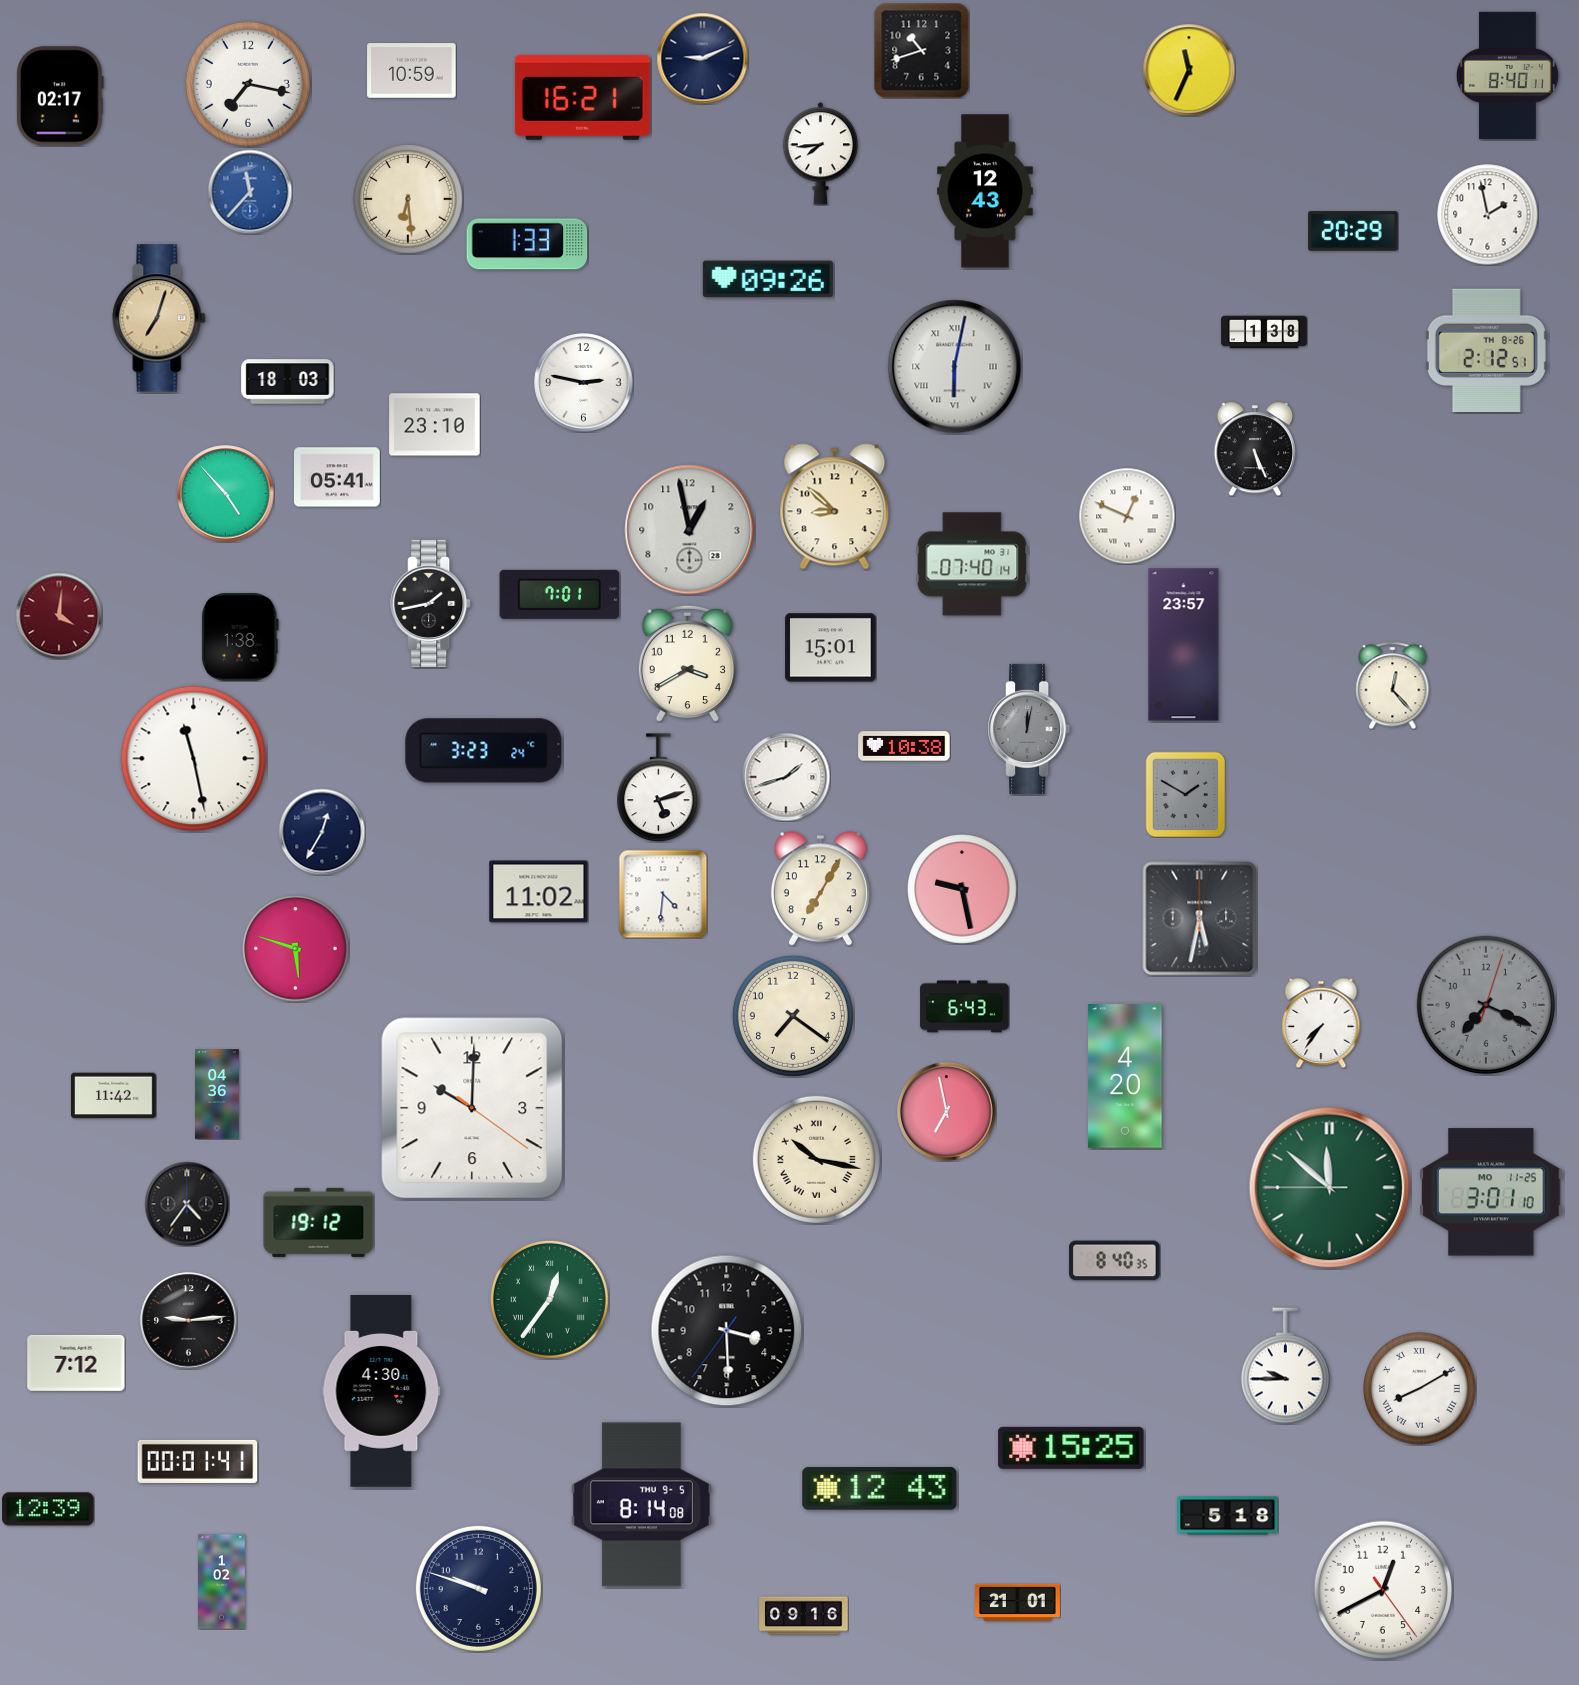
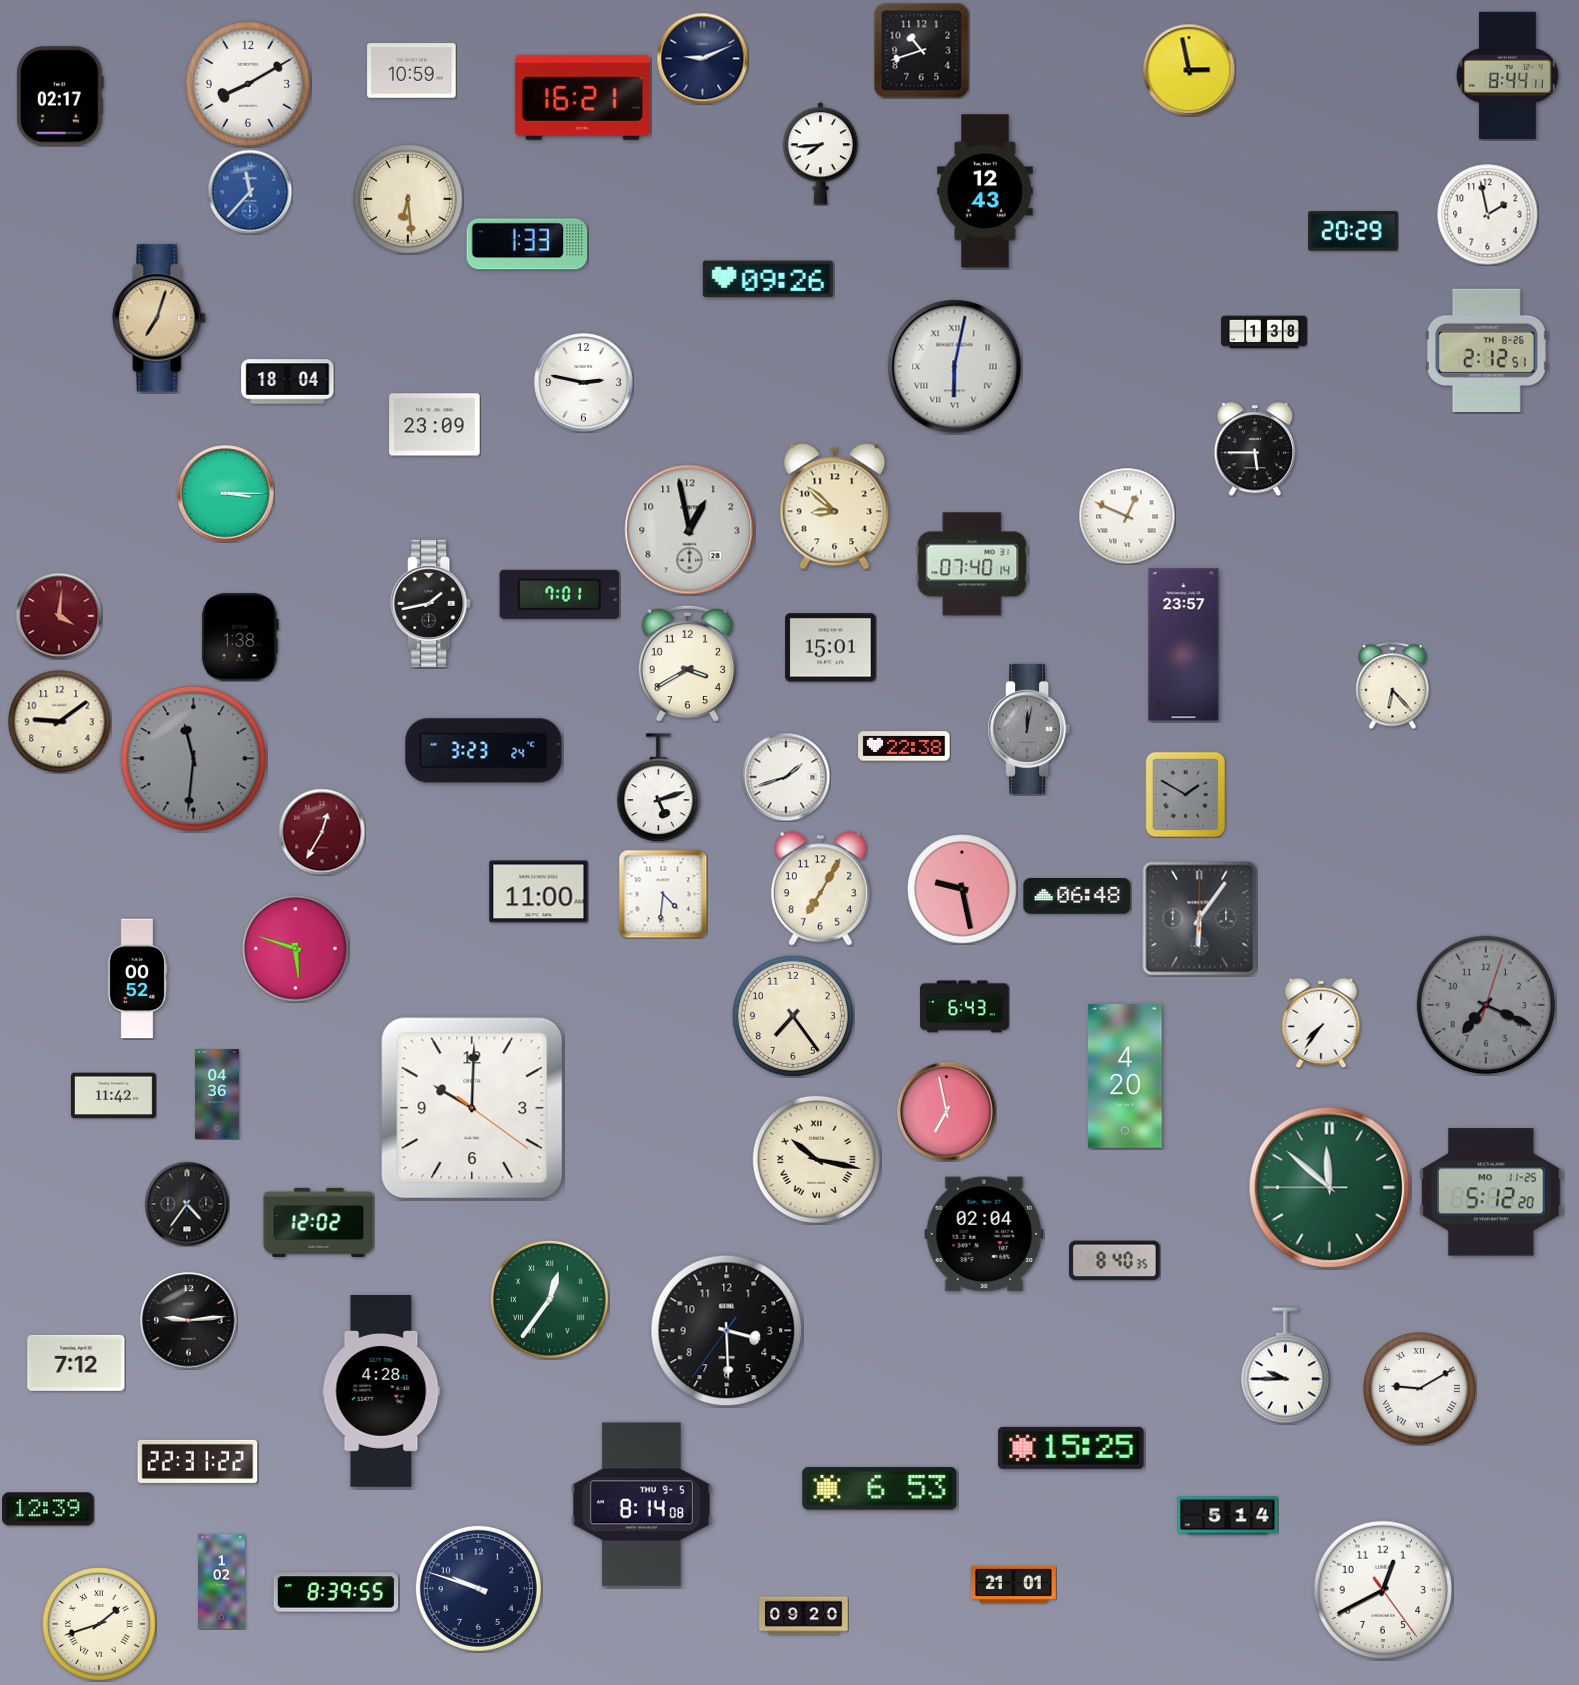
clock at (1189, 70): 11:34 -> 2:58
clock at (1507, 75): 8:40 -> 8:44
clock at (248, 84): 7:17 -> 8:10
clock at (288, 382): 18:03 -> 18:04
clock at (435, 425): 23:10 -> 23:09
clock at (1254, 449): 5:26 -> 5:45
clock at (337, 477): 05:41 -> none
clock at (226, 494): 4:53 -> 3:15
clock at (1393, 685): 12:23 -> 6:23
clock at (60, 722): none -> 9:09
clock at (904, 746): 10:38 -> 22:38
clock at (194, 759): 11:28 -> 11:31
clock at (194, 759) dial: white -> grey
clock at (322, 832) dial: navy -> burgundy
clock at (539, 892): 11:02 -> 11:00
clock at (1077, 896): none -> 06:48
clock at (1200, 919): 5:32 -> 6:06
clock at (137, 979): none -> 00:52
clock at (793, 1016): 7:21 -> 7:24
clock at (1491, 1192): 3:01 -> 5:12
clock at (319, 1222): 19:12 -> 12:02
clock at (984, 1234): none -> 02:04
clock at (1420, 1389): 8:10 -> 9:10
clock at (381, 1392): 4:30 -> 4:28
clock at (198, 1461): 00:01 -> 22:31
clock at (880, 1489): 12:43 -> 6:53
clock at (1228, 1516): 5:18 -> 5:14
clock at (336, 1592): none -> 8:39
clock at (1018, 1602) position: (1018, 1602) -> (1014, 1584)
clock at (804, 1616): 09:16 -> 09:20
clock at (100, 1625): none -> 1:42
